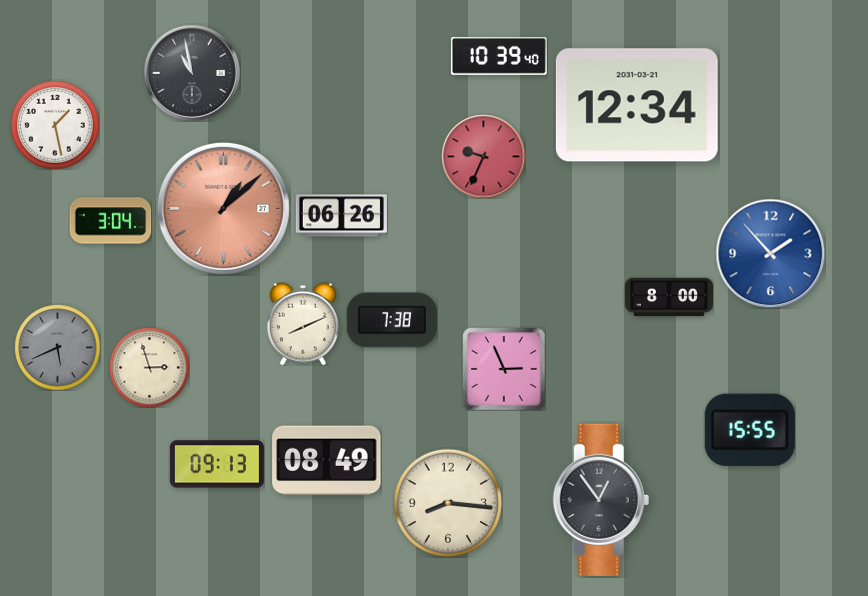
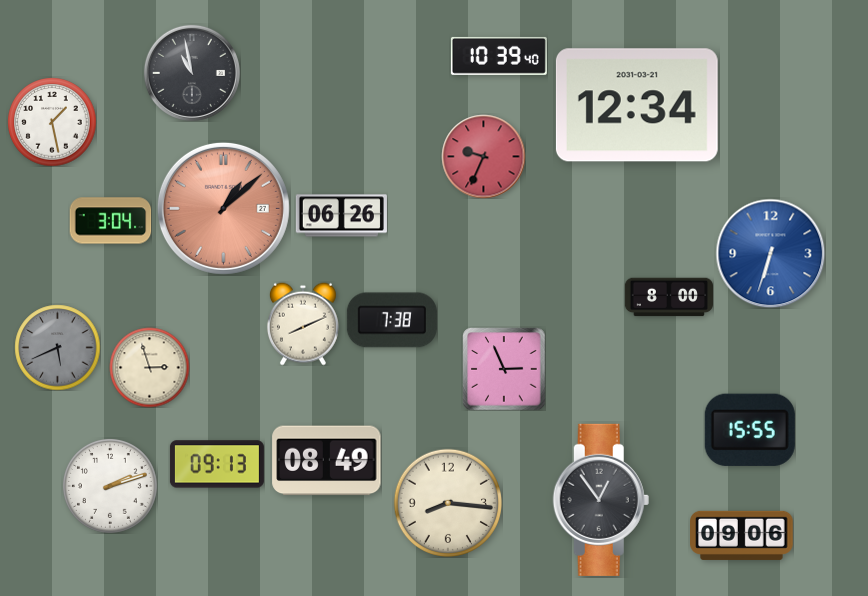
clock at (55, 125) position: (55, 125) -> (52, 122)
clock at (770, 253): 1:53 -> 6:33
clock at (110, 486): none -> 2:12
clock at (742, 535): none -> 09:06
